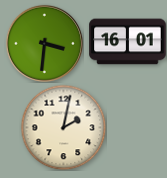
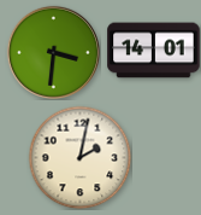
clock at (128, 42): 16:01 -> 14:01
clock at (63, 127) position: (63, 127) -> (79, 157)
